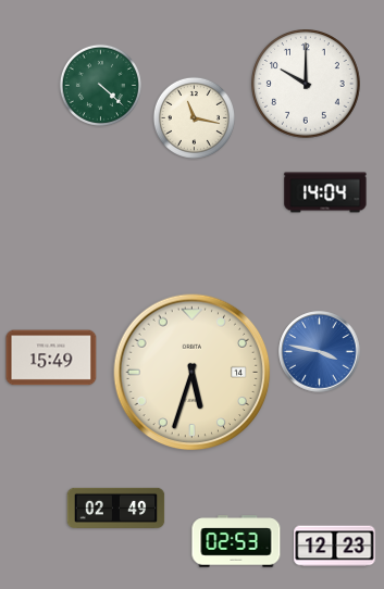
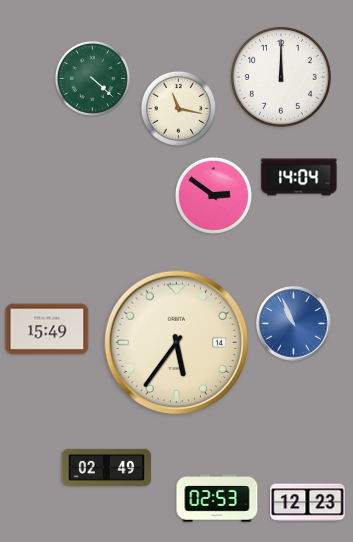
clock at (307, 85): 10:00 -> 12:00
clock at (213, 195): none -> 2:51
clock at (320, 352): 3:47 -> 10:56
clock at (193, 373): 5:33 -> 5:36
